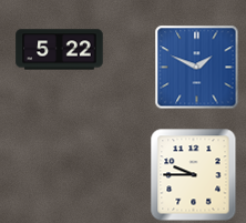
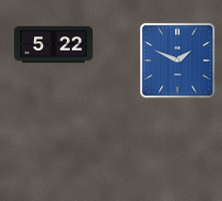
clock at (194, 175): 9:45 -> none
